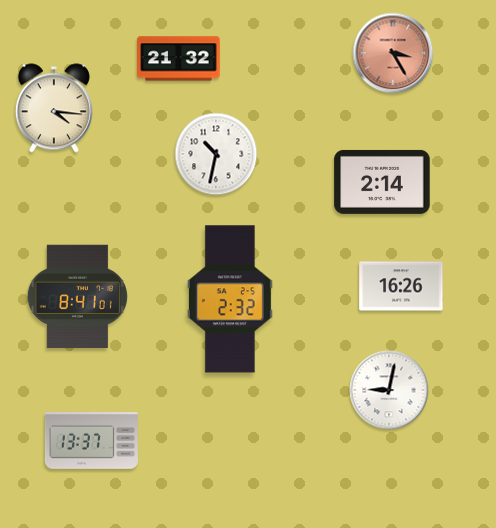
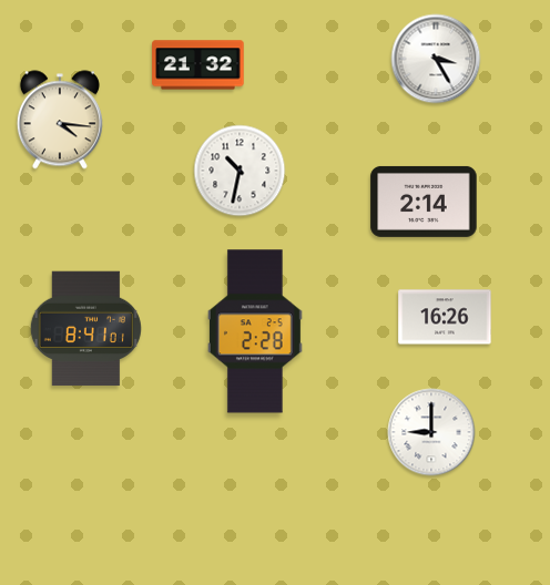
clock at (393, 53) dial: salmon -> white
clock at (230, 299): 2:32 -> 2:28
clock at (389, 390): 9:02 -> 9:00
clock at (91, 441): 13:37 -> none
